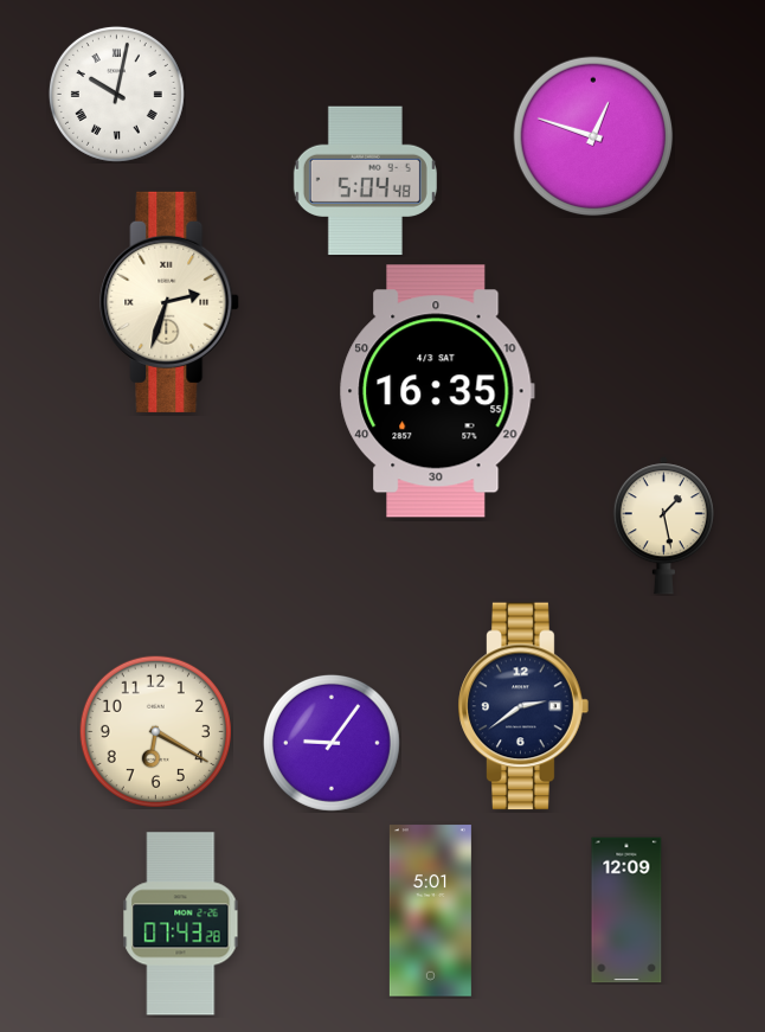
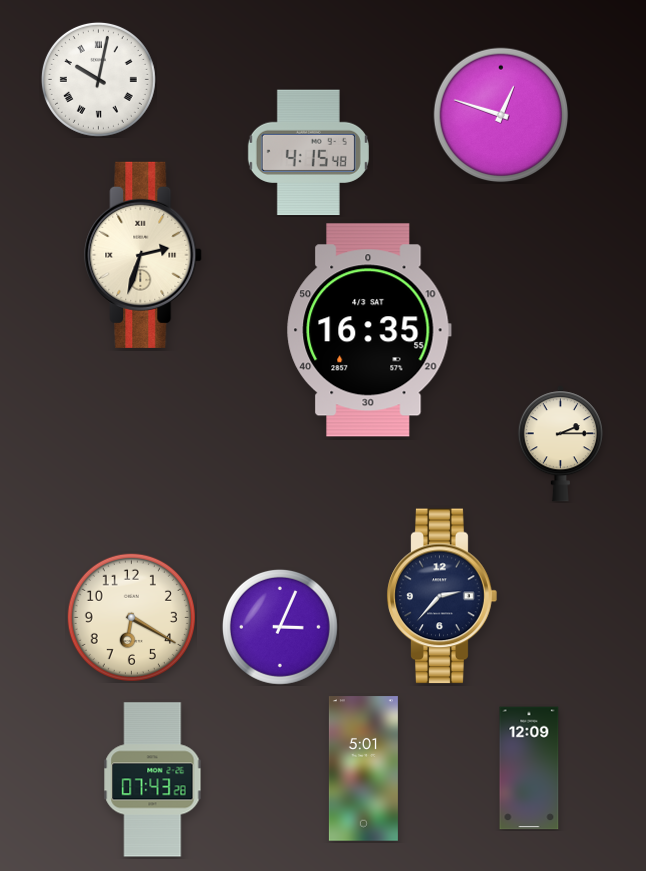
clock at (365, 181): 5:04 -> 4:15
clock at (663, 526): 1:28 -> 2:15
clock at (523, 706): 2:39 -> 2:37
clock at (332, 743): 9:06 -> 3:04
